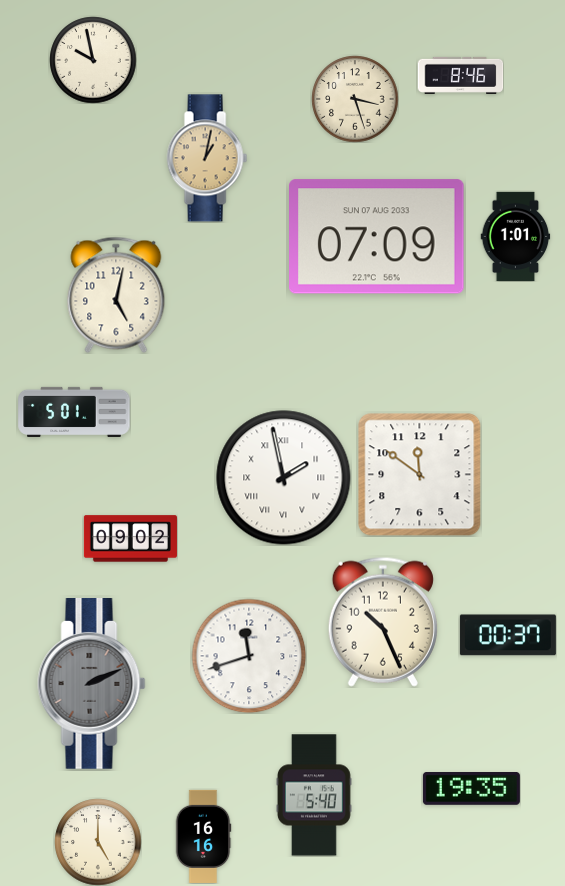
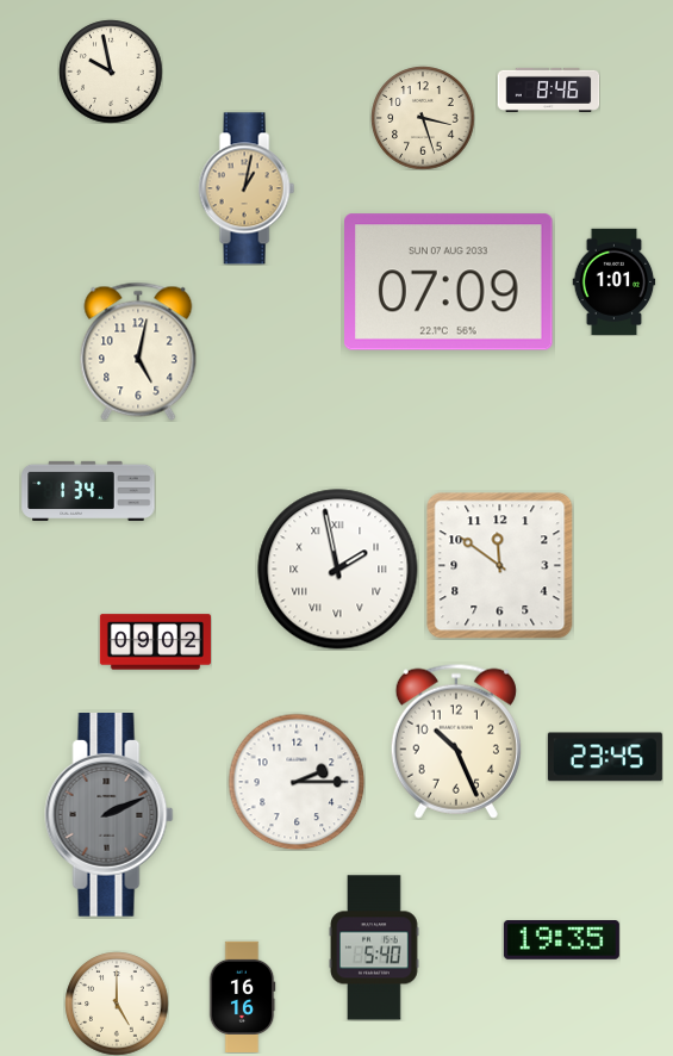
clock at (74, 412): 5:01 -> 1:34
clock at (508, 635): 00:37 -> 23:45
clock at (249, 656): 11:42 -> 2:15
